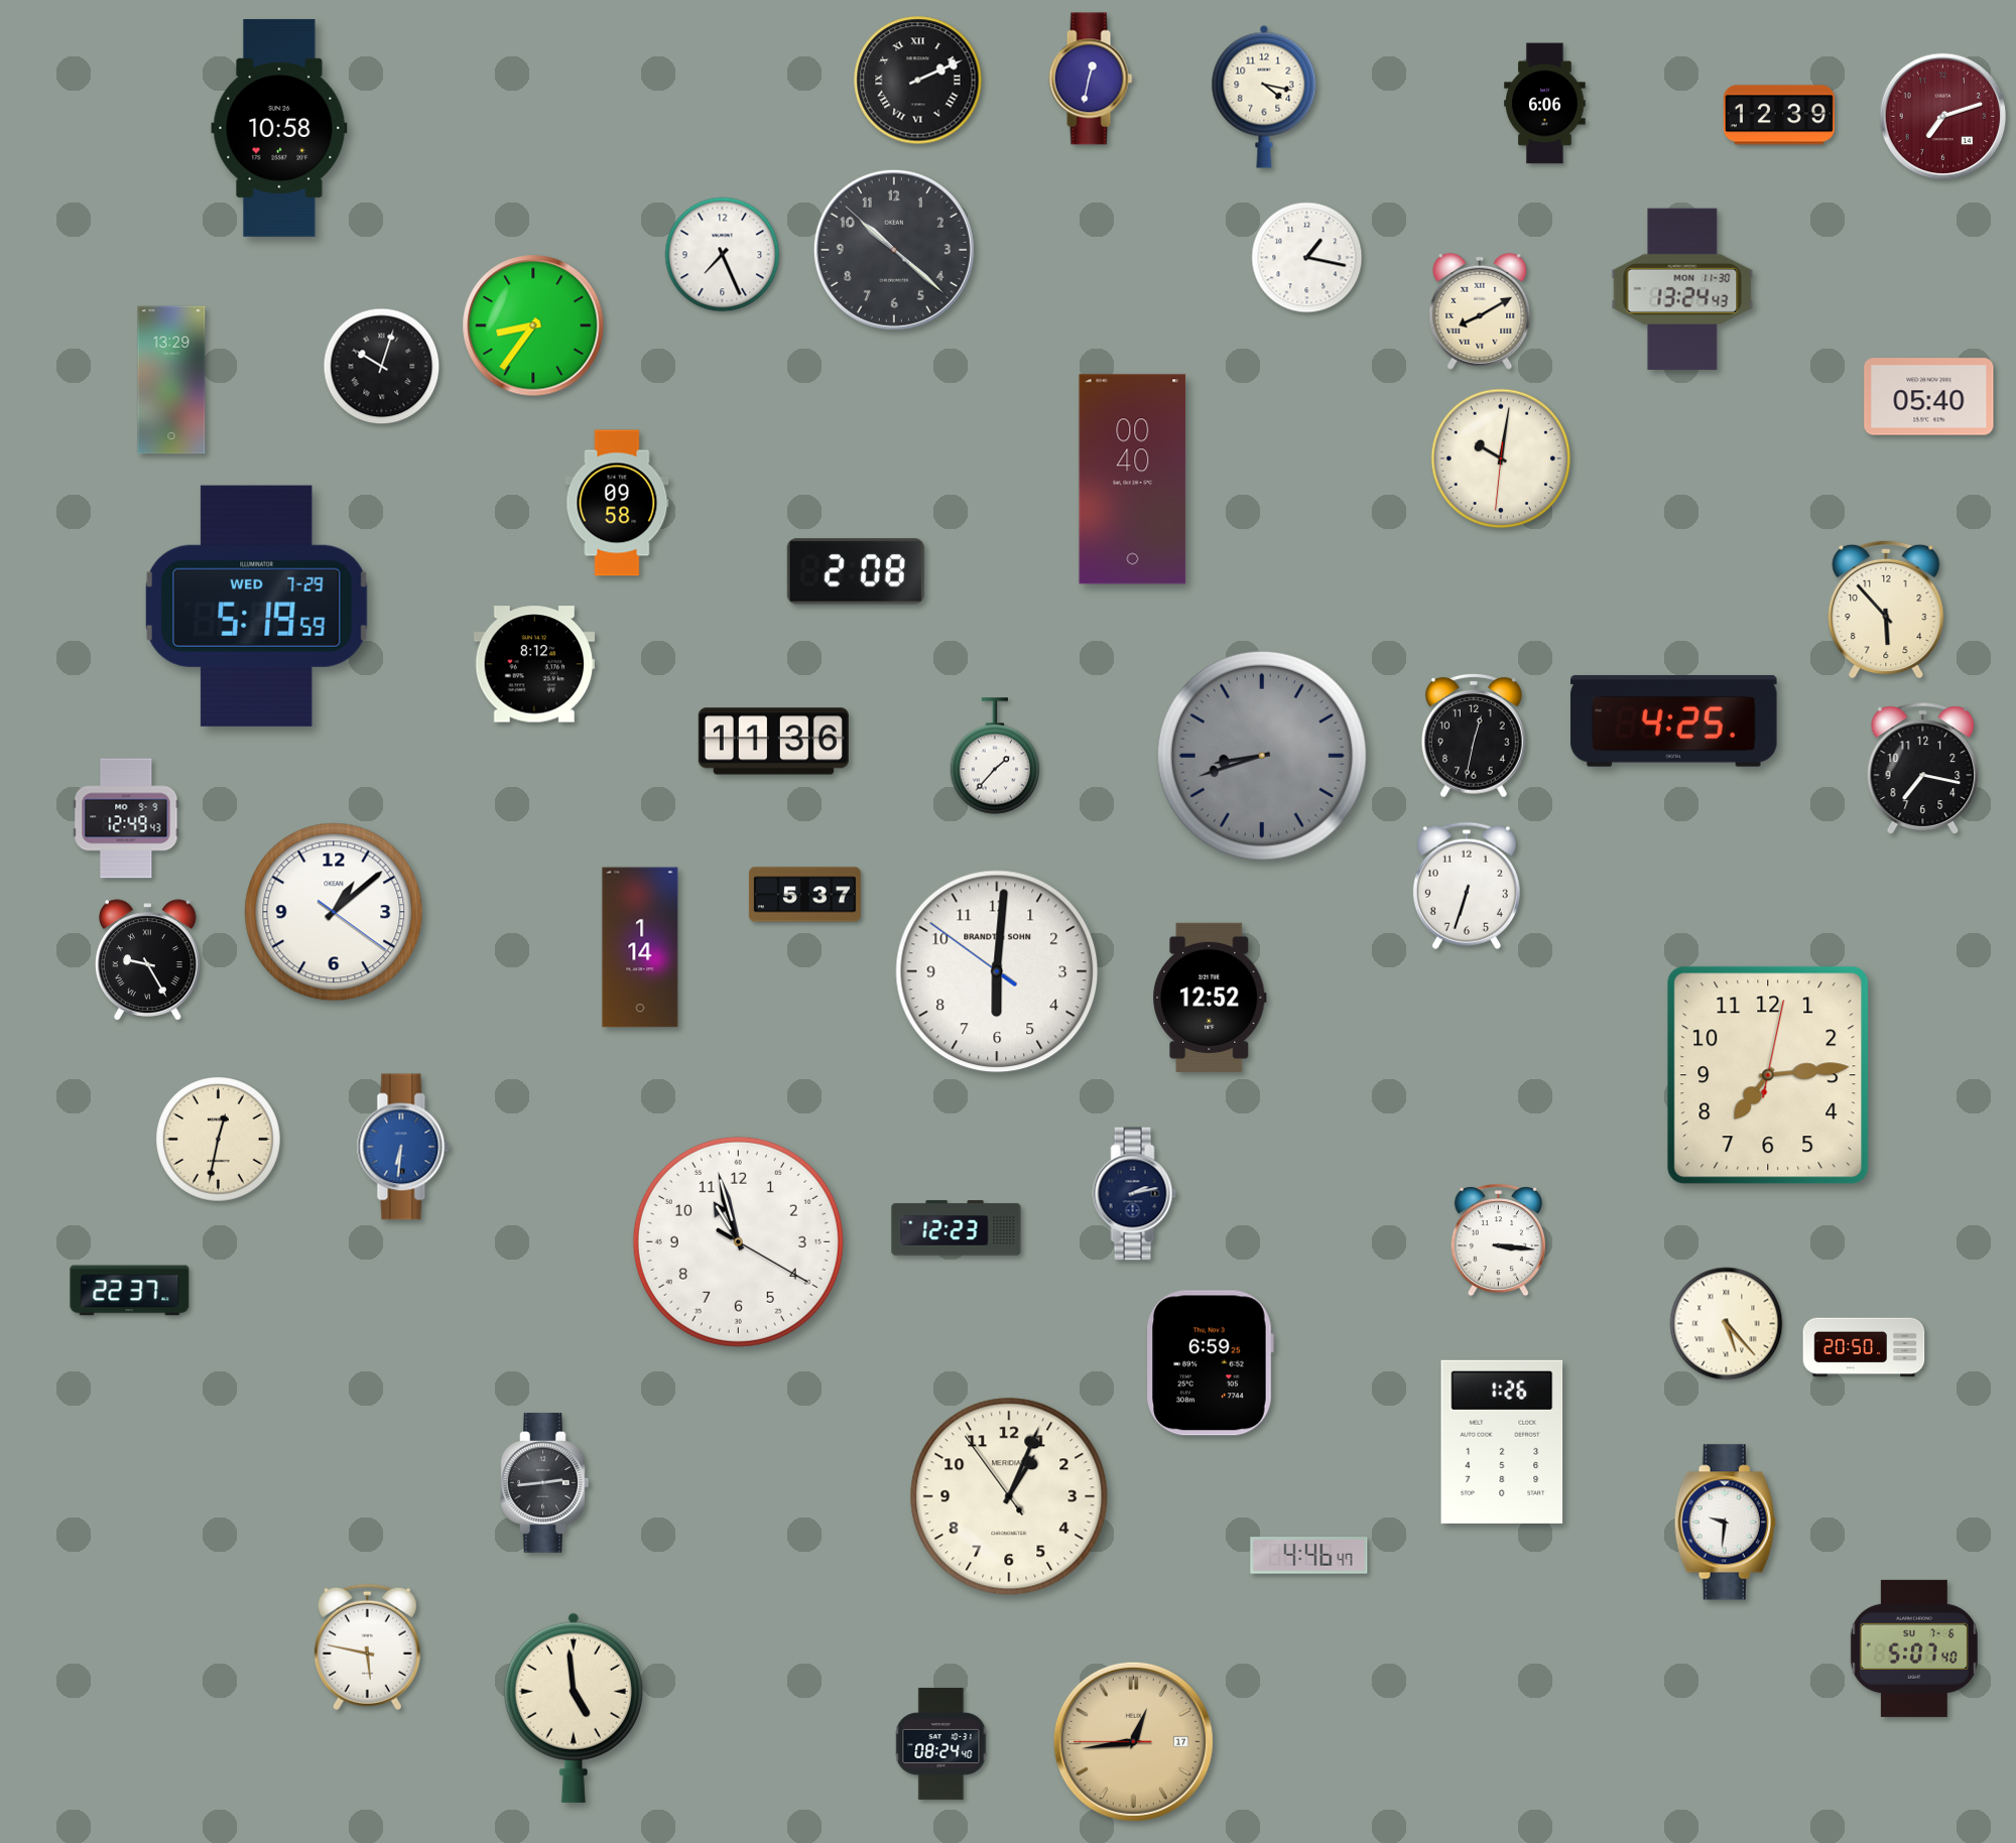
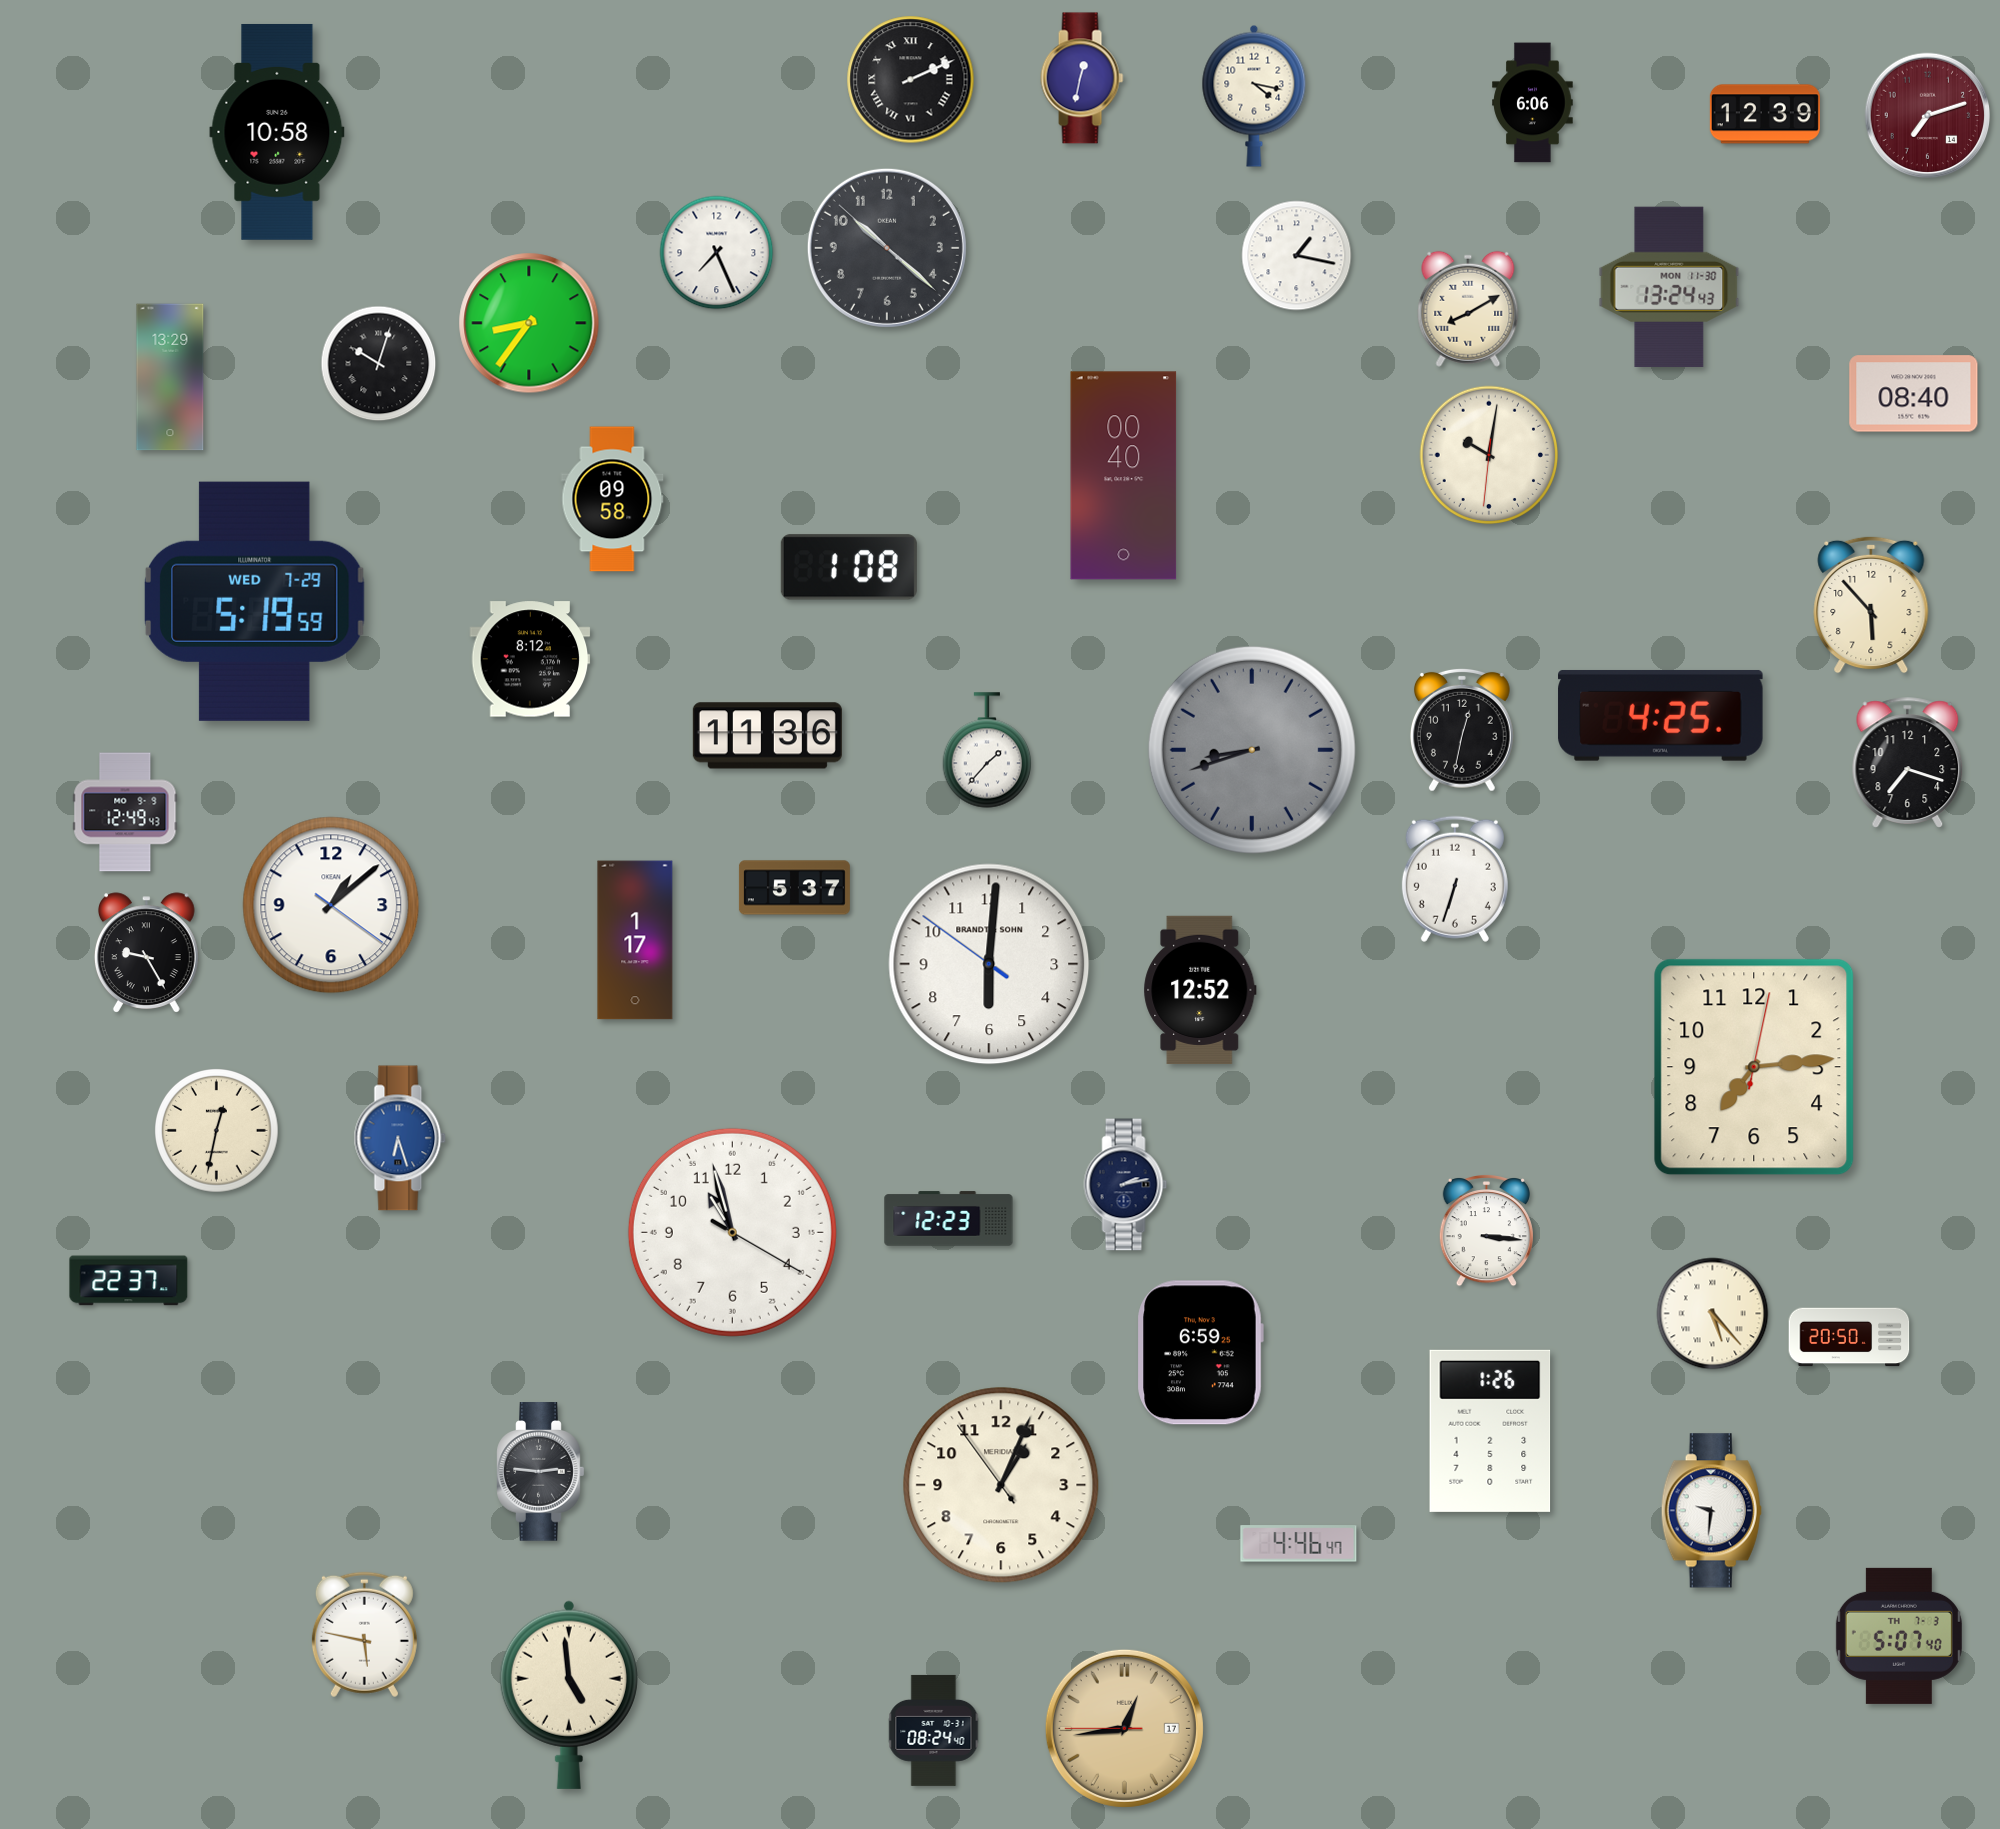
clock at (279, 128) position: (279, 128) -> (277, 132)
clock at (1929, 397): 05:40 -> 08:40
clock at (856, 571): 2:08 -> 1:08
clock at (1923, 769): 7:17 -> 7:18
clock at (804, 895) position: (804, 895) -> (794, 888)
clock at (640, 947): 1:14 -> 1:17
clock at (403, 1147): 6:31 -> 6:27
clock at (545, 1483): 2:44 -> 2:46
clock at (1914, 1649) date: SU 7-6 -> TH 7-3
